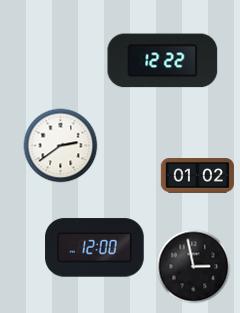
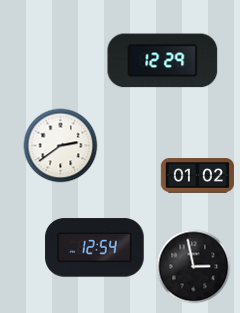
clock at (163, 61): 12:22 -> 12:29
clock at (95, 248): 12:00 -> 12:54
